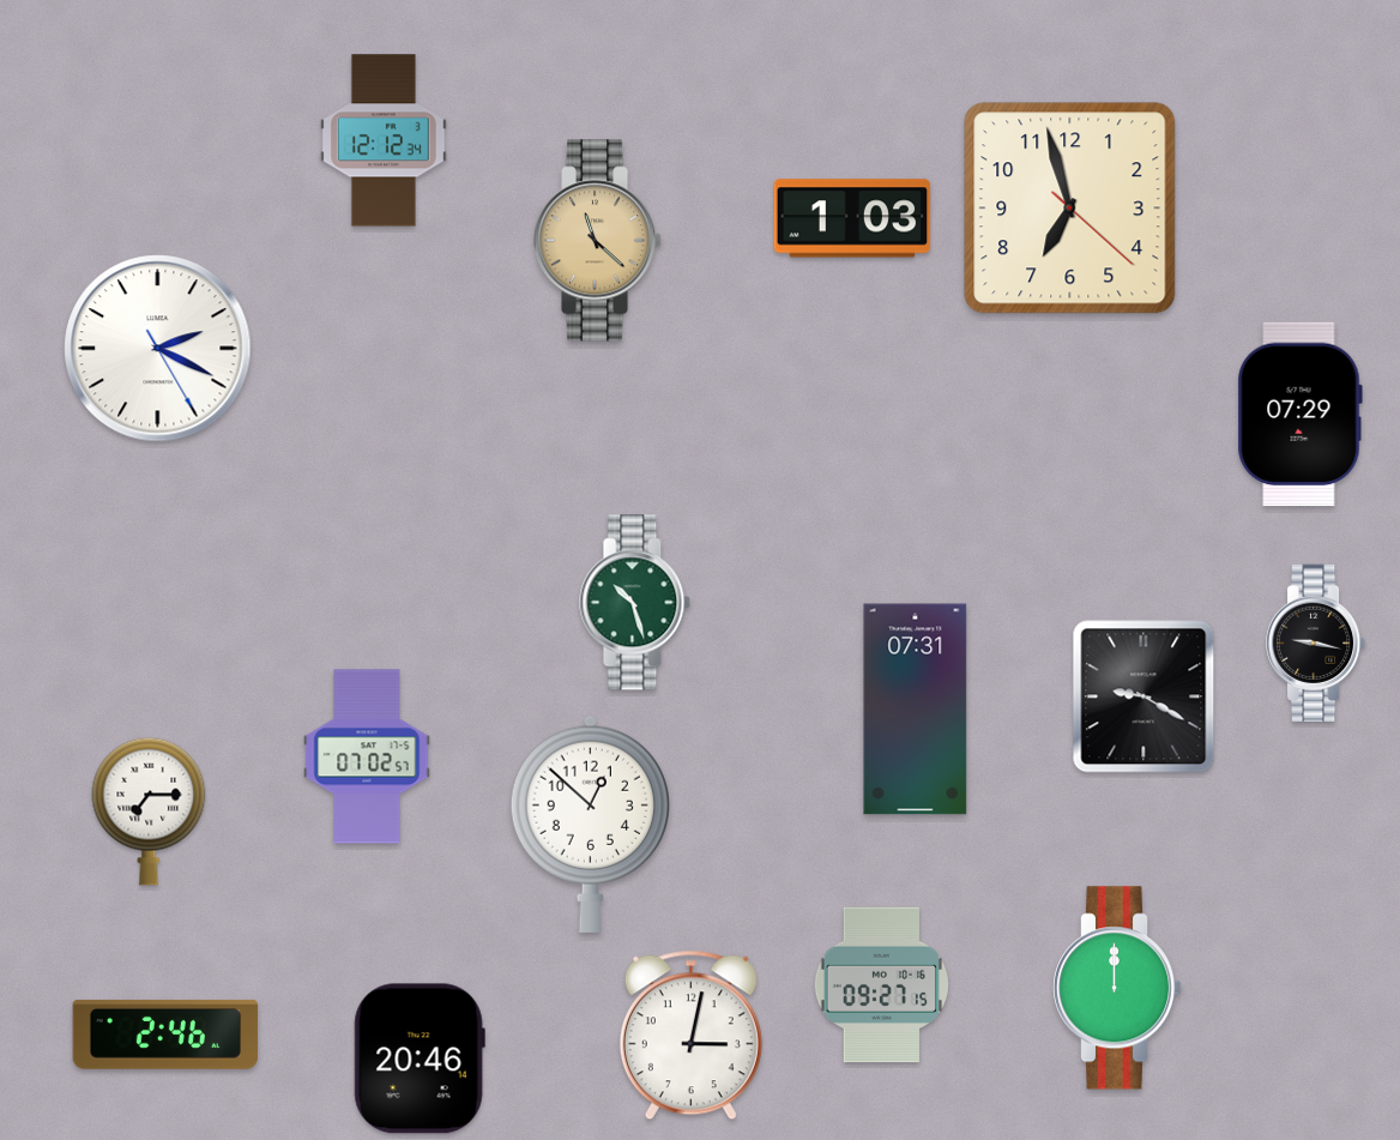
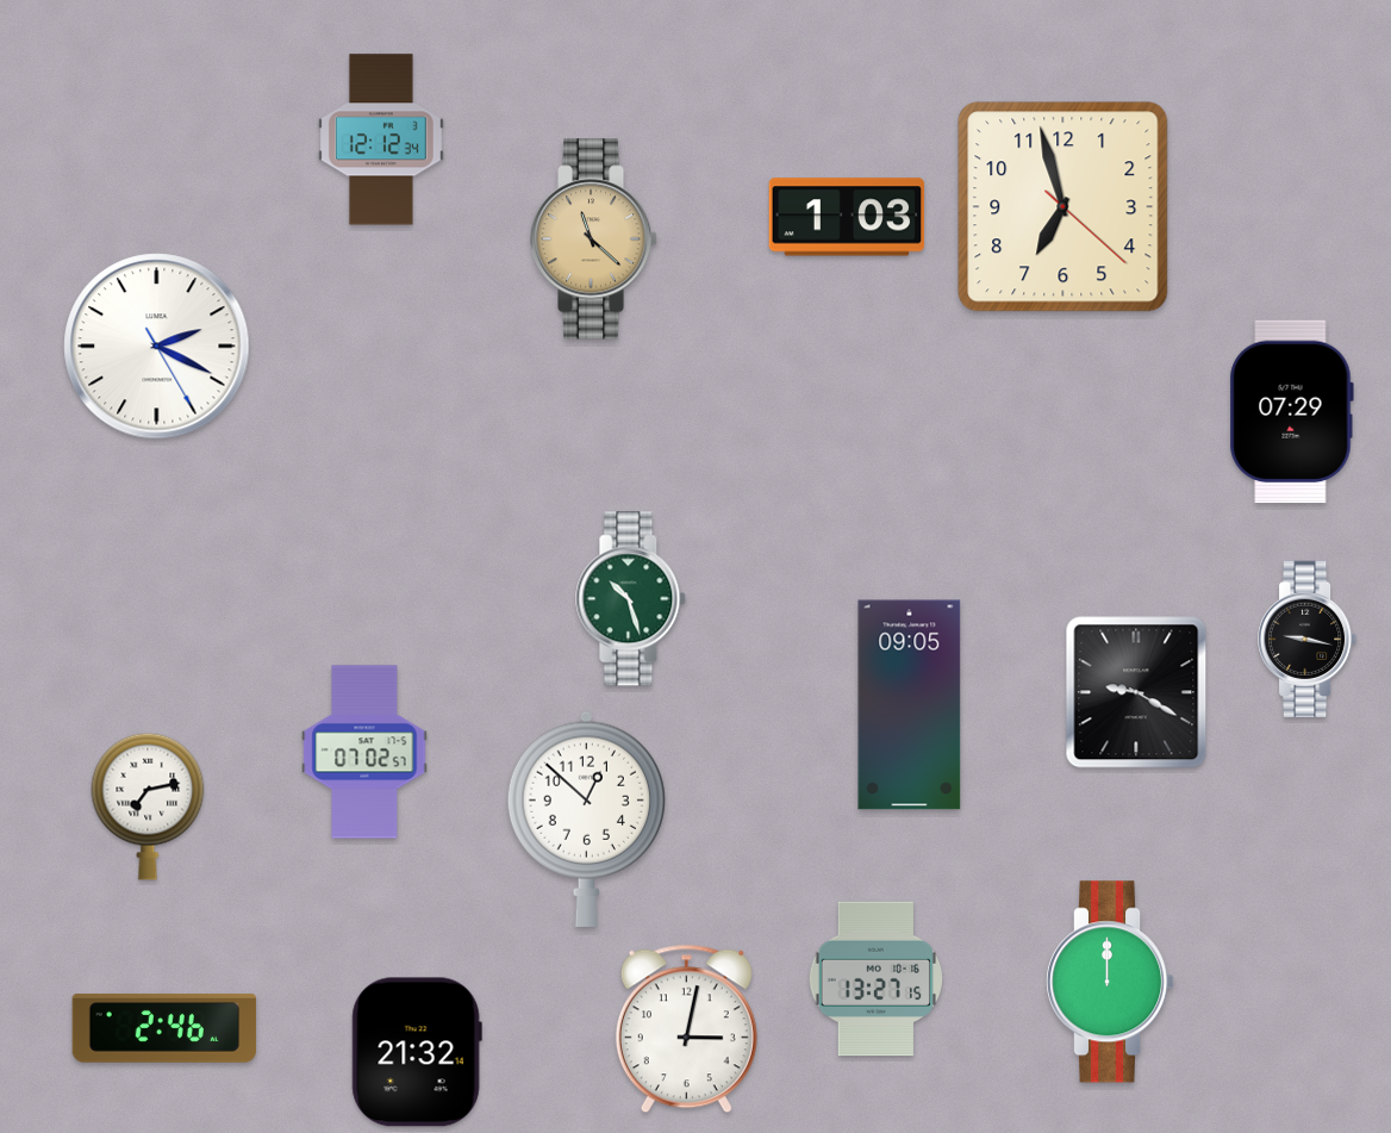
clock at (916, 710): 07:31 -> 09:05
clock at (149, 812): 7:15 -> 7:13
clock at (881, 985): 09:27 -> 13:27
clock at (420, 1058): 20:46 -> 21:32
